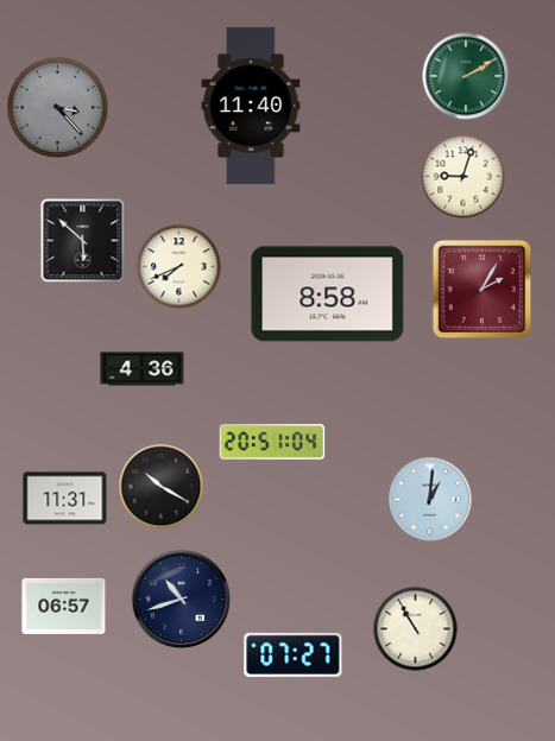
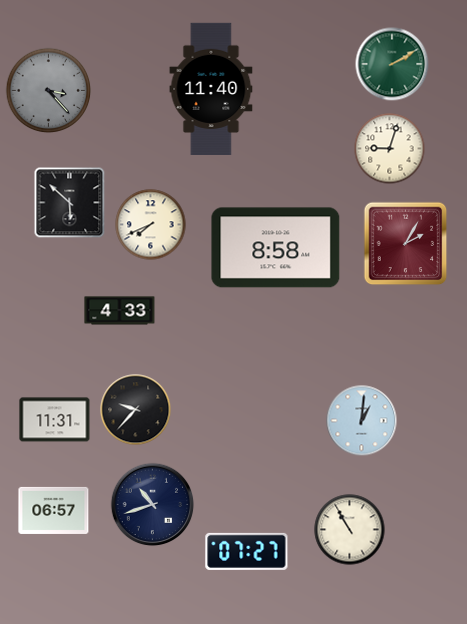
clock at (143, 369): 4:36 -> 4:33
clock at (272, 442): 20:51 -> none
clock at (162, 487): 10:20 -> 9:37
